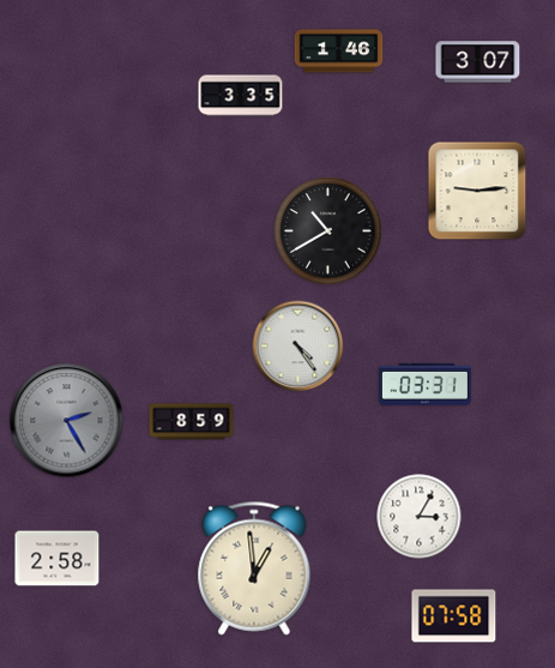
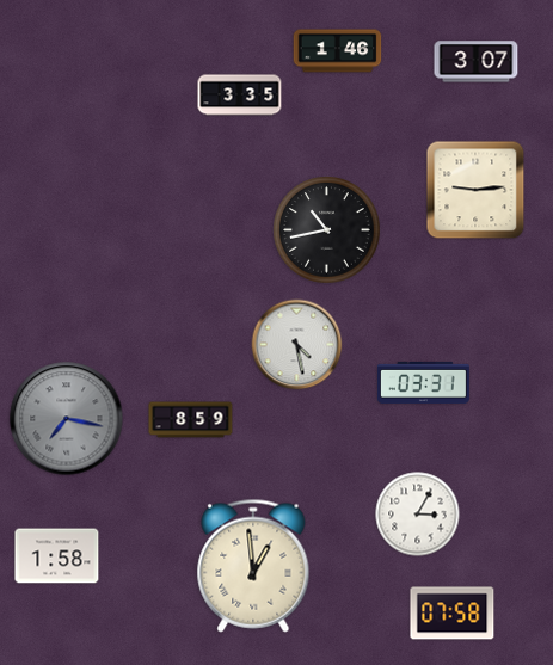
clock at (328, 231): 10:40 -> 10:43
clock at (298, 347): 4:24 -> 4:28
clock at (67, 421): 2:25 -> 7:17
clock at (58, 559): 2:58 -> 1:58
